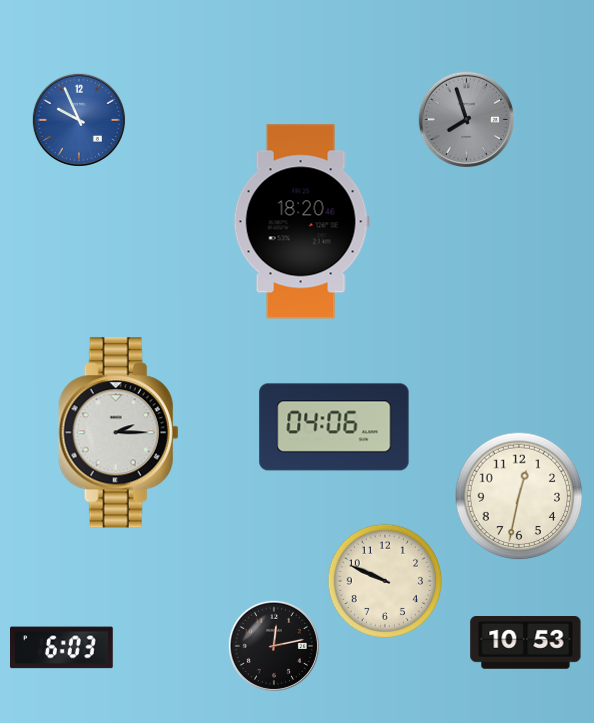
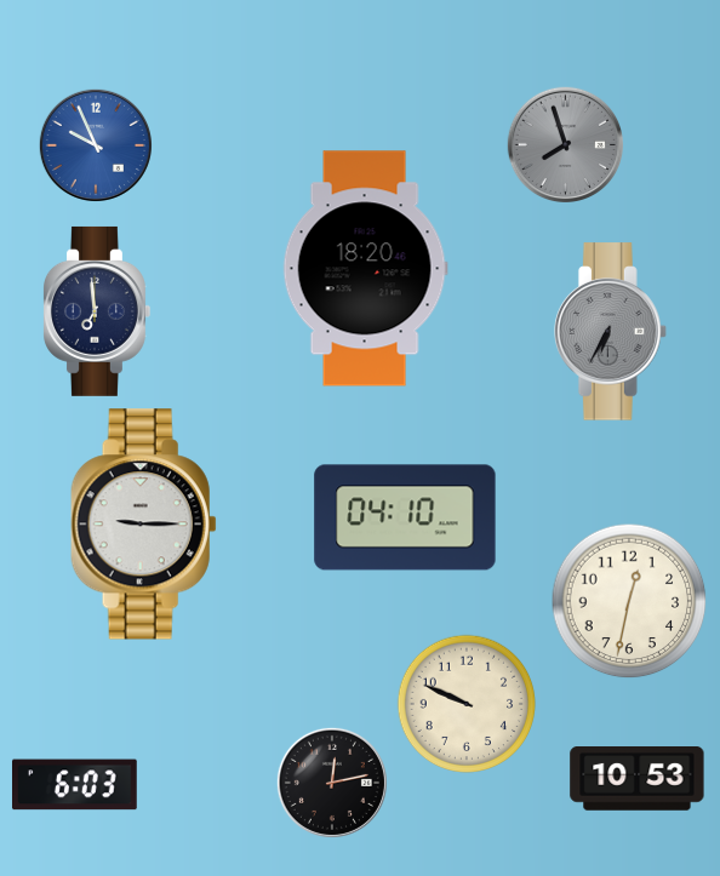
clock at (97, 311): none -> 6:59
clock at (611, 332): none -> 6:35
clock at (334, 427): 04:06 -> 04:10
clock at (118, 433): 2:15 -> 9:15
